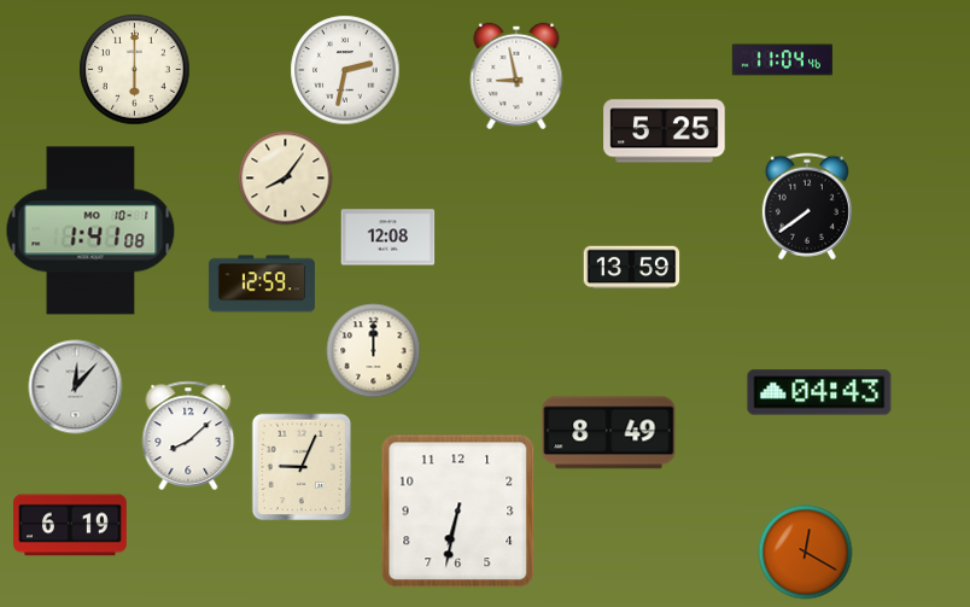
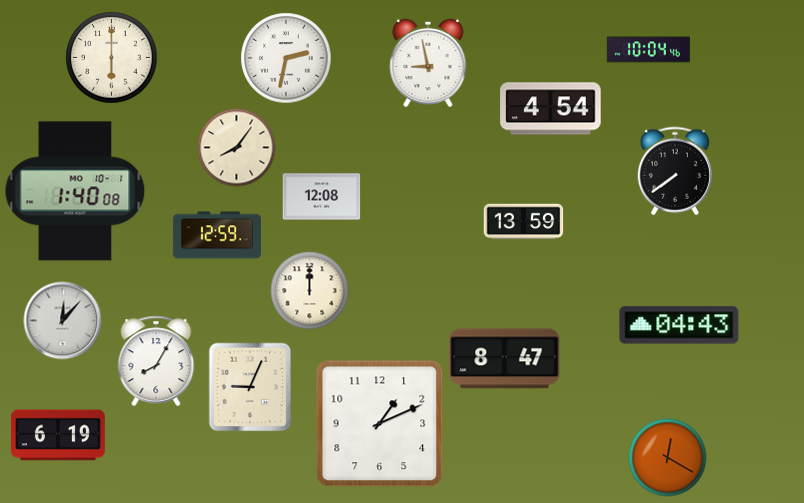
clock at (782, 60): 11:04 -> 10:04
clock at (665, 132): 5:25 -> 4:54
clock at (807, 206) position: (807, 206) -> (675, 171)
clock at (90, 230): 1:41 -> 1:40
clock at (609, 433): 8:49 -> 8:47
clock at (188, 436): 8:08 -> 8:05
clock at (458, 512): 6:32 -> 1:11
